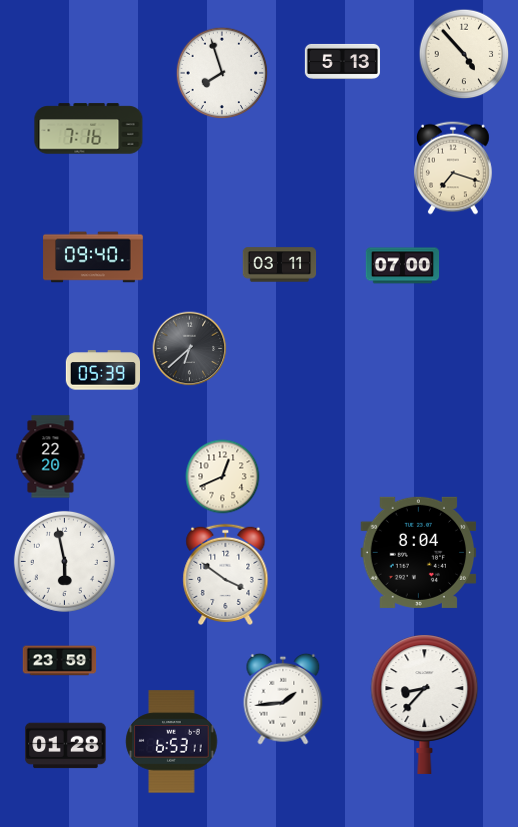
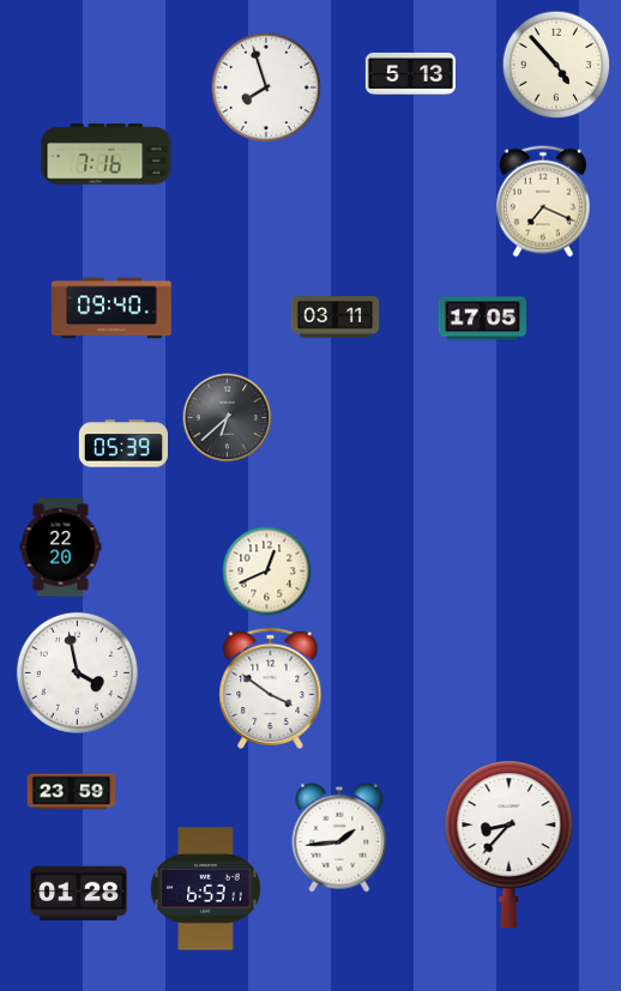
clock at (453, 168): 7:18 -> 7:19
clock at (403, 266): 07:00 -> 17:05
clock at (419, 552): 8:04 -> none
clock at (64, 561): 5:58 -> 3:58
